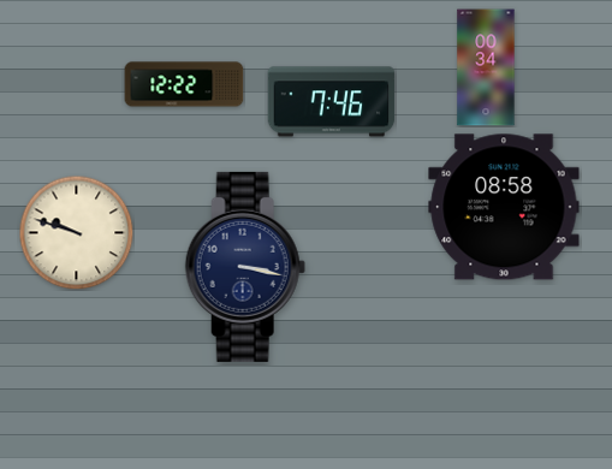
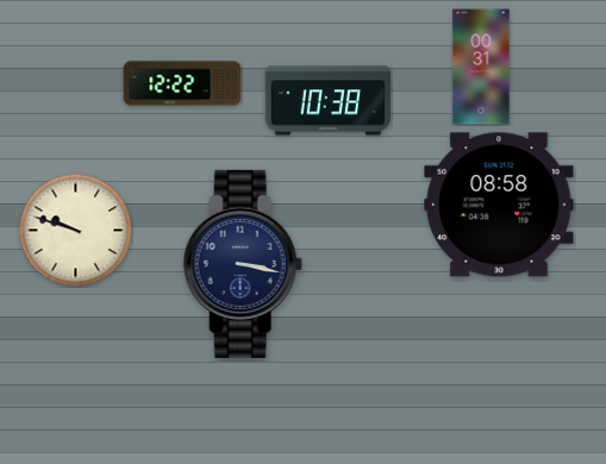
clock at (486, 67): 00:34 -> 00:31
clock at (332, 102): 7:46 -> 10:38
